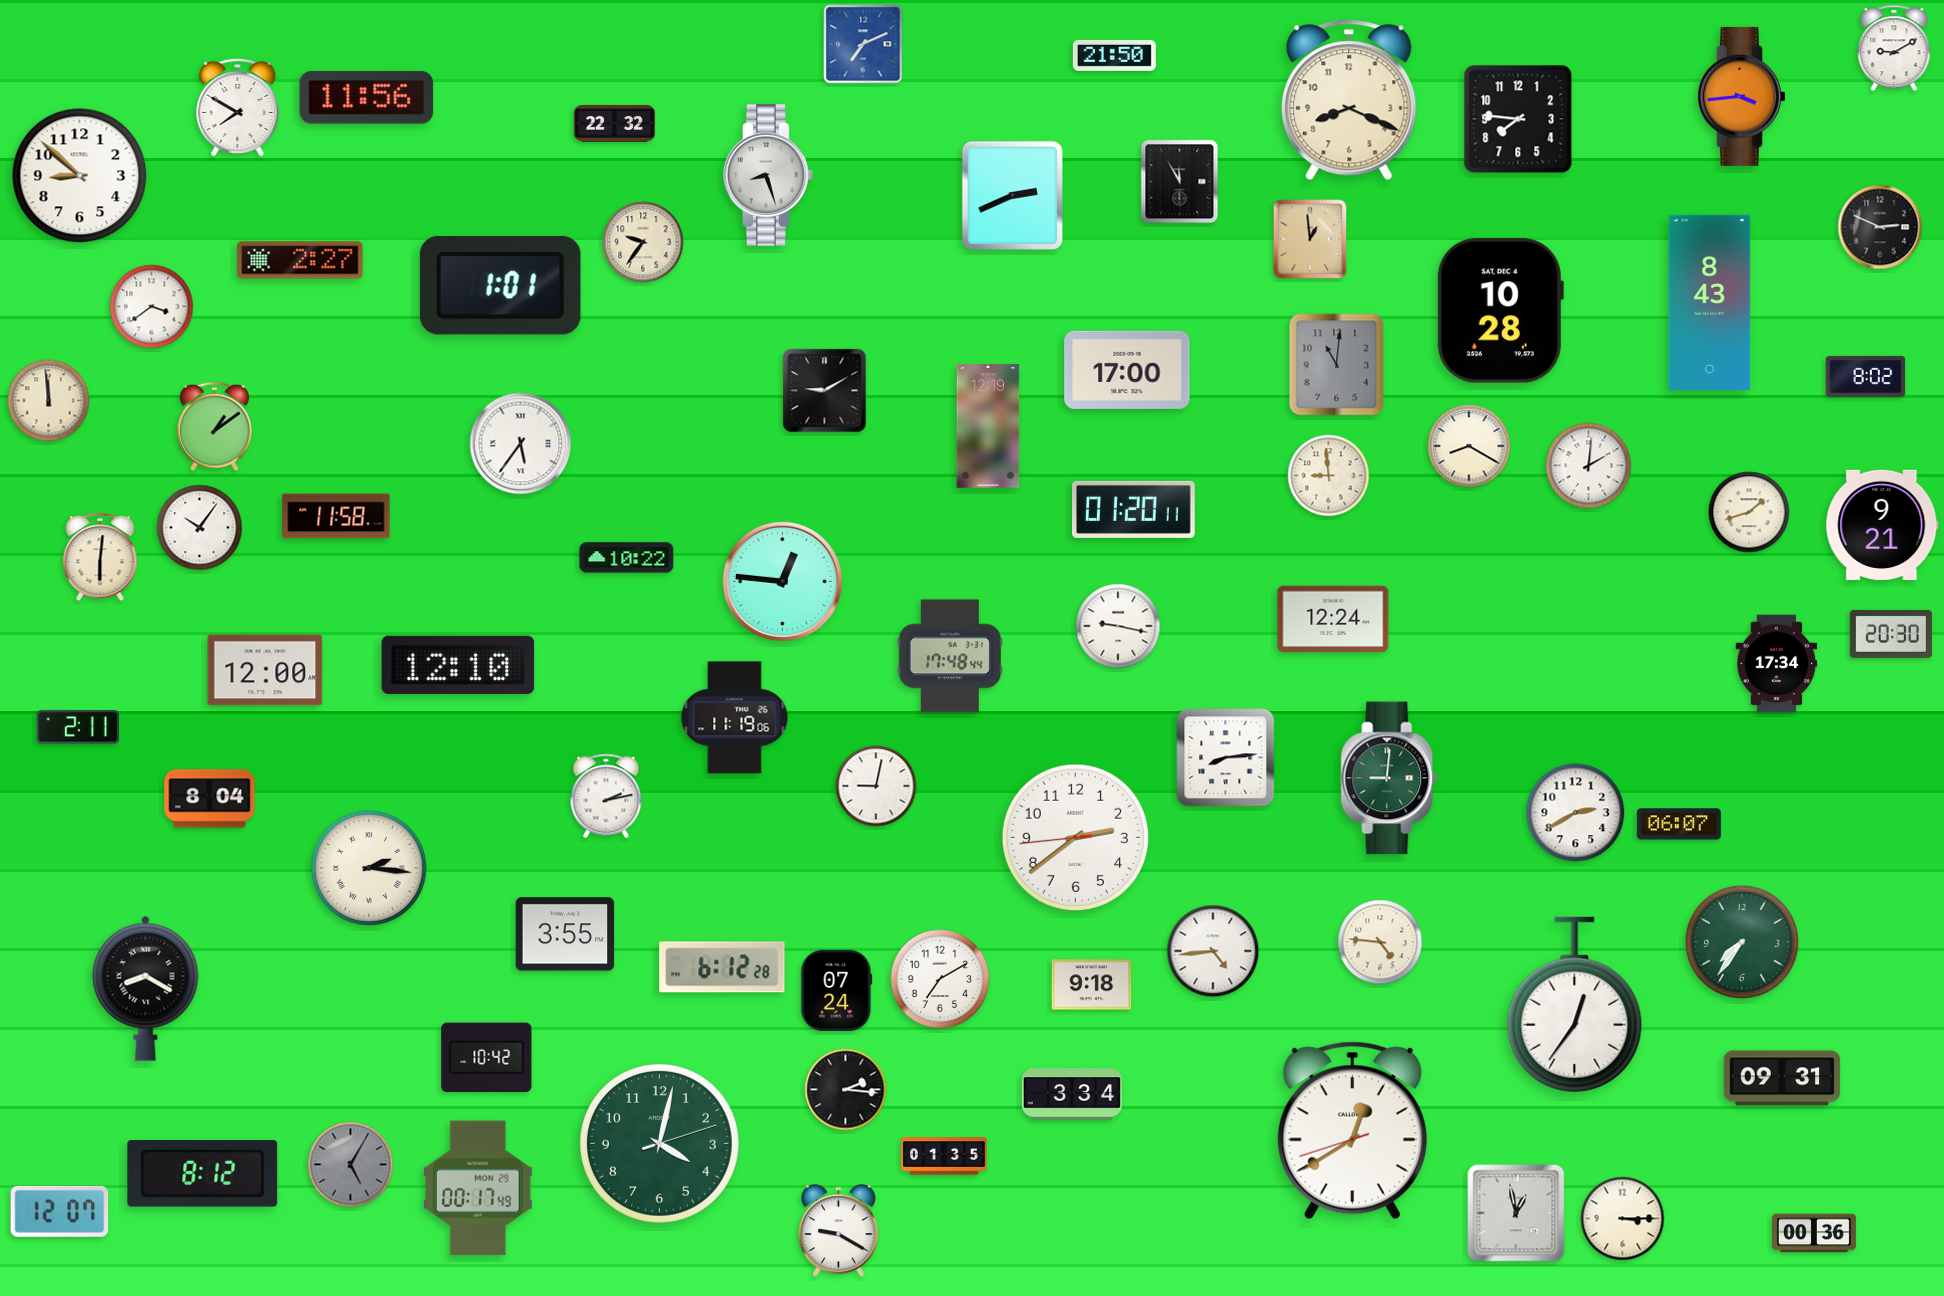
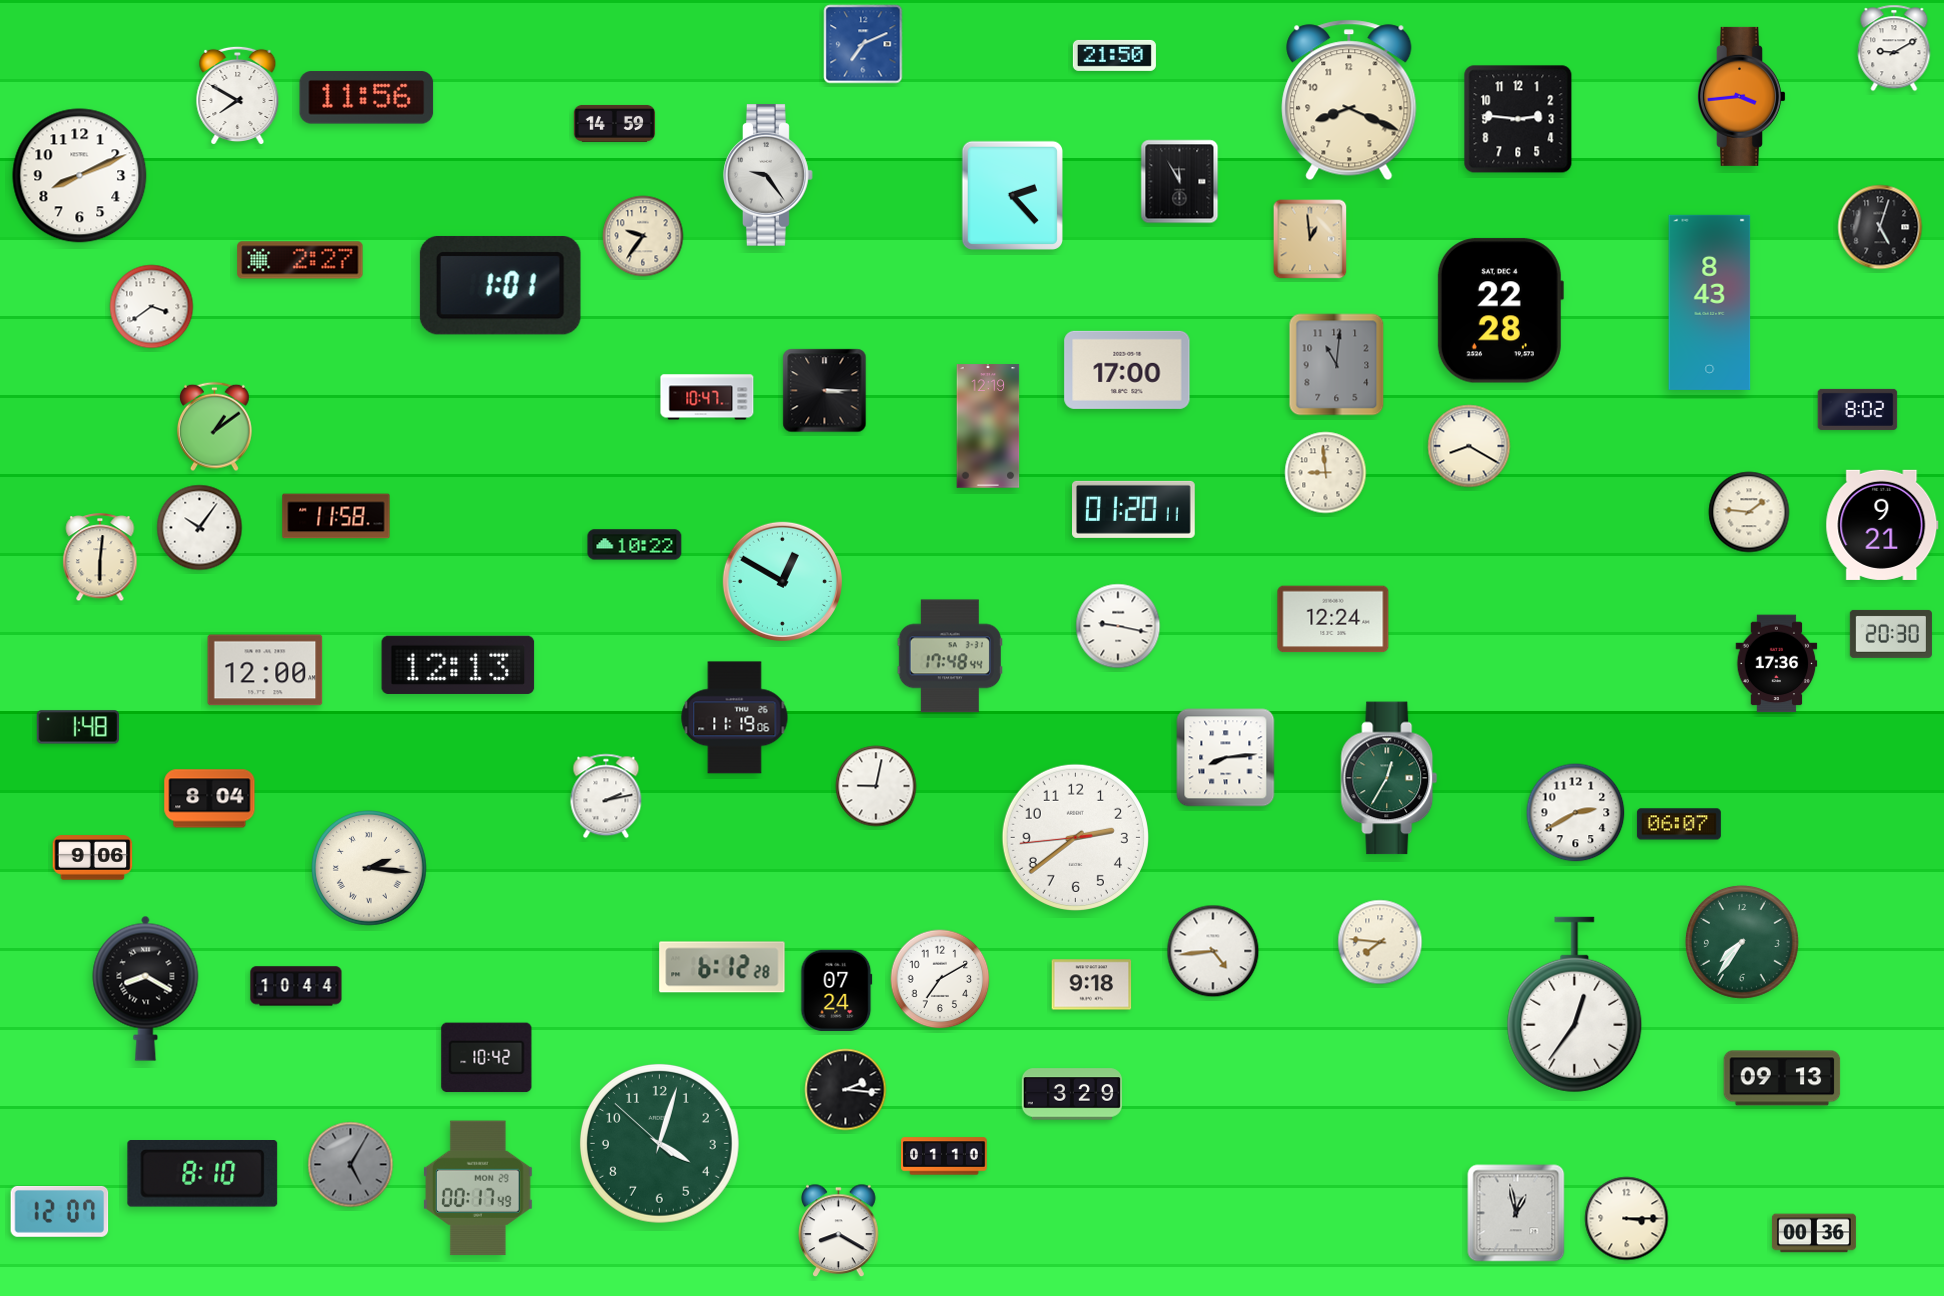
clock at (238, 107) position: (238, 107) -> (238, 95)
clock at (1518, 119): 7:46 -> 2:46
clock at (615, 123): 22:32 -> 14:59
clock at (768, 175): 8:27 -> 9:24
clock at (80, 176): 8:52 -> 8:11
clock at (1012, 195): 2:41 -> 2:23
clock at (1880, 227): 2:49 -> 5:03
clock at (643, 242) position: (643, 242) -> (643, 236)
clock at (1500, 311): 10:28 -> 22:28
clock at (1866, 376) position: (1866, 376) -> (1858, 409)
clock at (825, 391): 9:10 -> 3:15
clock at (707, 397): none -> 10:47
clock at (49, 401): 11:59 -> none
clock at (521, 444): 5:36 -> none
clock at (1589, 466): 2:01 -> none
clock at (1329, 476) position: (1329, 476) -> (1326, 473)
clock at (1749, 512): 1:42 -> 1:46
clock at (627, 558) position: (627, 558) -> (635, 545)
clock at (782, 581): 12:46 -> 12:50
clock at (1777, 664): 17:34 -> 17:36
clock at (458, 665): 12:10 -> 12:13
clock at (78, 727): 2:11 -> 1:48
clock at (1389, 778): 9:01 -> 12:35
clock at (93, 858): none -> 9:06
clock at (565, 934): 3:55 -> none
clock at (1380, 942): 4:46 -> 7:46
clock at (296, 986): none -> 10:44
clock at (1782, 1078): 09:31 -> 09:13
clock at (1071, 1094): 3:34 -> 3:29
clock at (1352, 1131): 12:39 -> none
clock at (659, 1143): 4:02:12 -> 4:02:52
clock at (944, 1156): 01:35 -> 01:10
clock at (203, 1174): 8:12 -> 8:10
clock at (1623, 1219) position: (1623, 1219) -> (1627, 1219)
clock at (839, 1231): 9:20 -> 8:20
